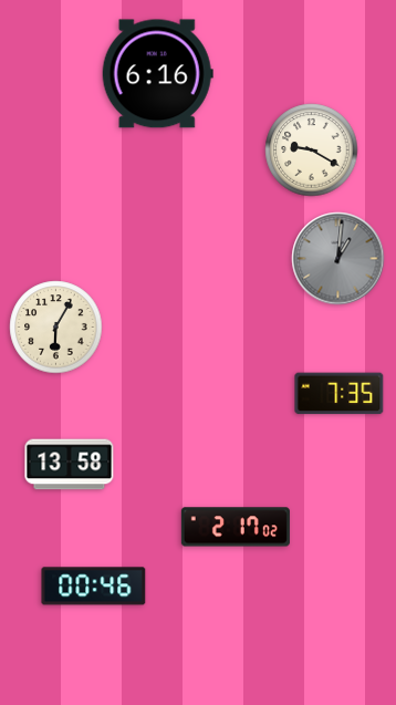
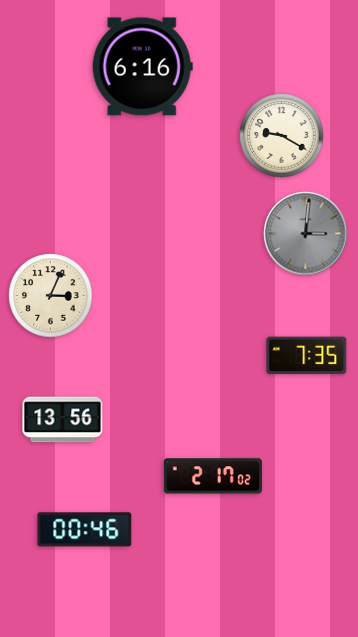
clock at (338, 259): 1:01 -> 3:01
clock at (56, 328): 6:05 -> 3:04
clock at (70, 465): 13:58 -> 13:56
